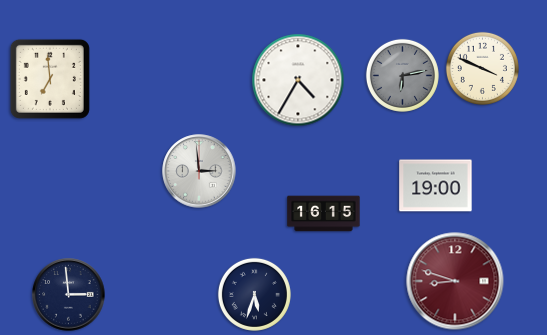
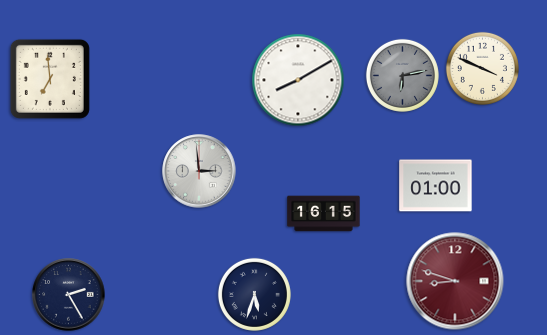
clock at (298, 80): 4:35 -> 8:10
clock at (436, 186): 19:00 -> 01:00
clock at (69, 295): 2:59 -> 2:25
